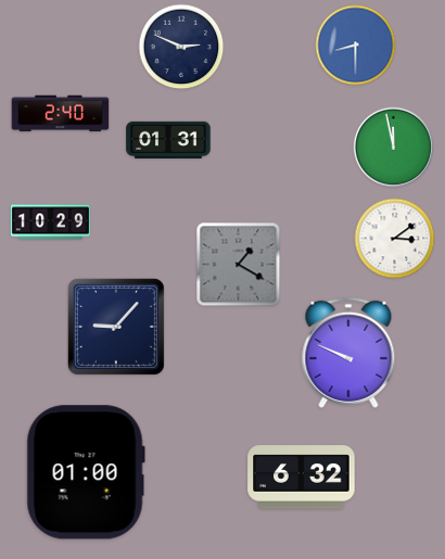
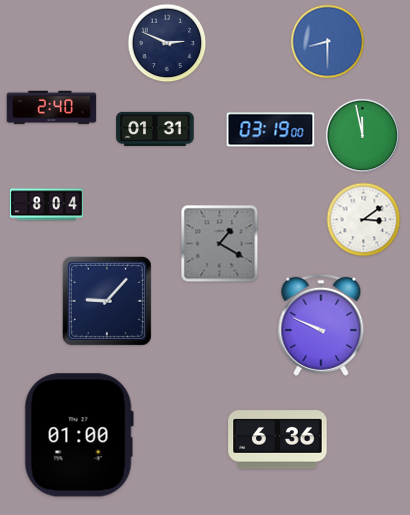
clock at (61, 114) position: (61, 114) -> (52, 108)
clock at (271, 130): none -> 03:19
clock at (50, 223): 10:29 -> 8:04
clock at (302, 478): 6:32 -> 6:36
